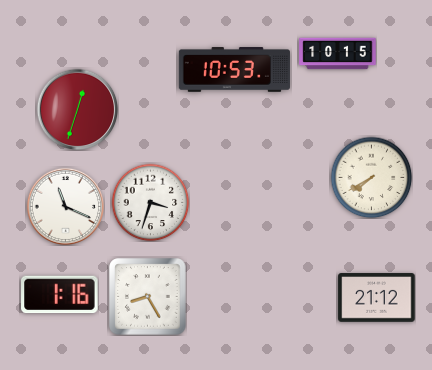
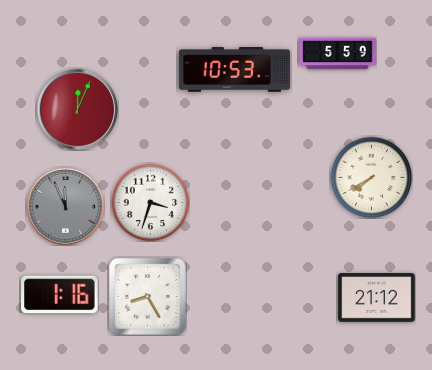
clock at (338, 54): 10:15 -> 5:59
clock at (77, 109): 12:33 -> 12:04
clock at (65, 206): 11:19 -> 11:56
clock at (65, 206) dial: white -> grey
